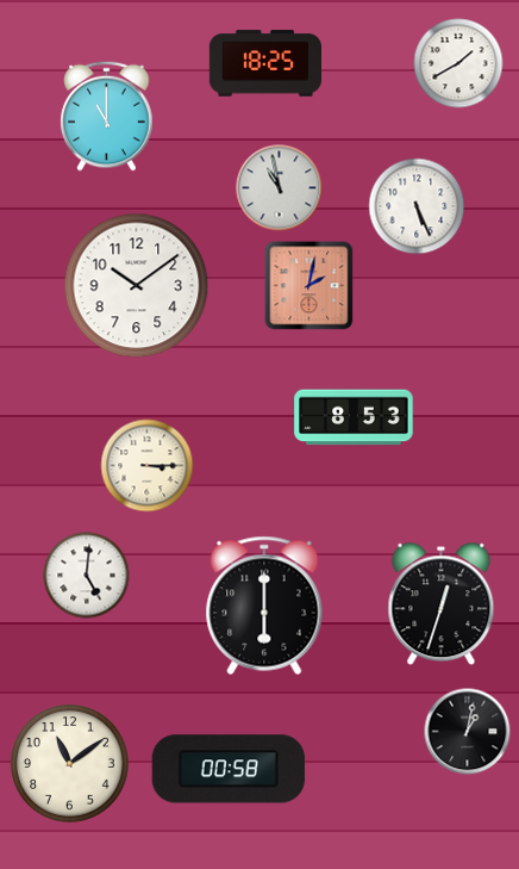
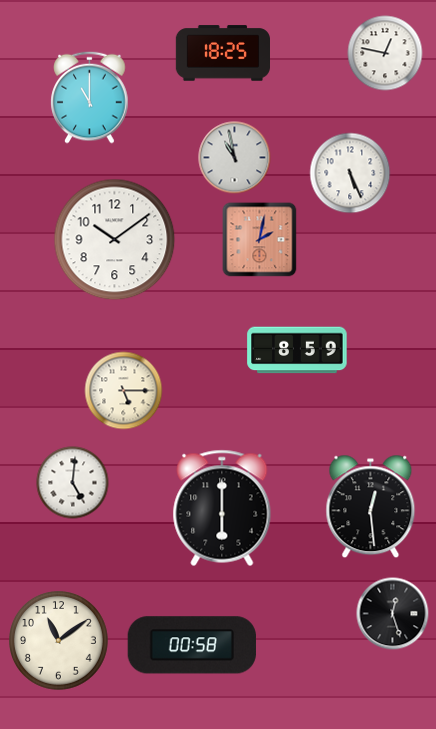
clock at (458, 63): 1:40 -> 12:47
clock at (354, 417): 8:53 -> 8:59
clock at (148, 466): 3:15 -> 5:15
clock at (442, 604): 12:33 -> 12:29
clock at (468, 732): 1:02 -> 12:27
